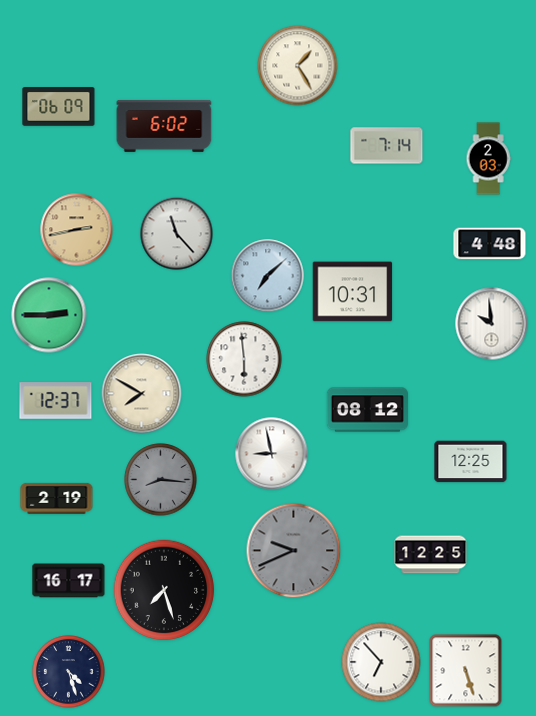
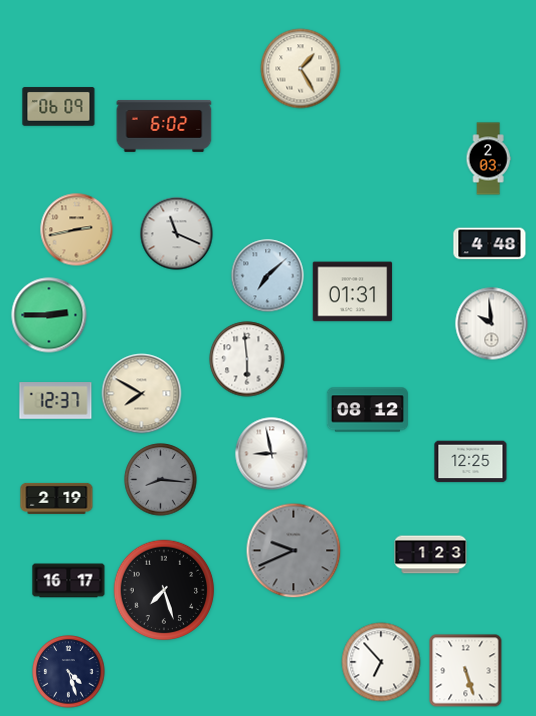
clock at (298, 66) position: (298, 66) -> (301, 69)
clock at (387, 146): 7:14 -> none
clock at (177, 234): 11:23 -> 11:19
clock at (353, 292): 10:31 -> 01:31
clock at (244, 359) position: (244, 359) -> (247, 359)
clock at (431, 555): 12:25 -> 1:23
